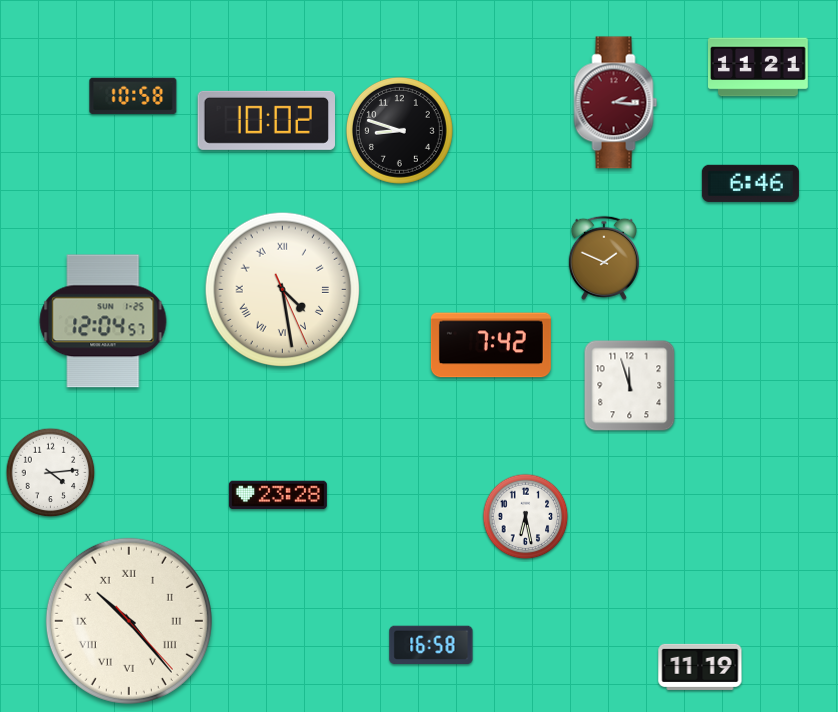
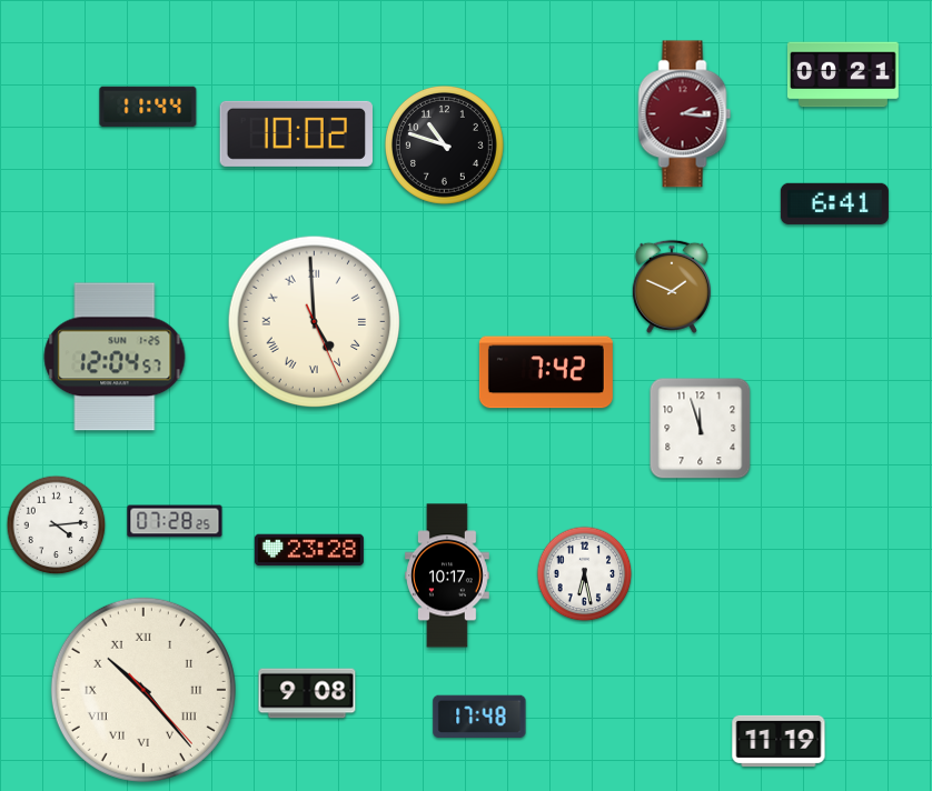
clock at (759, 67): 11:21 -> 00:21
clock at (133, 95): 10:58 -> 11:44
clock at (399, 130): 8:48 -> 10:48
clock at (750, 183): 6:46 -> 6:41
clock at (283, 290): 4:28 -> 4:59
clock at (491, 345) position: (491, 345) -> (546, 372)
clock at (175, 521): none -> 07:28
clock at (448, 575): none -> 10:17
clock at (307, 693): none -> 9:08
clock at (431, 645): 16:58 -> 17:48
